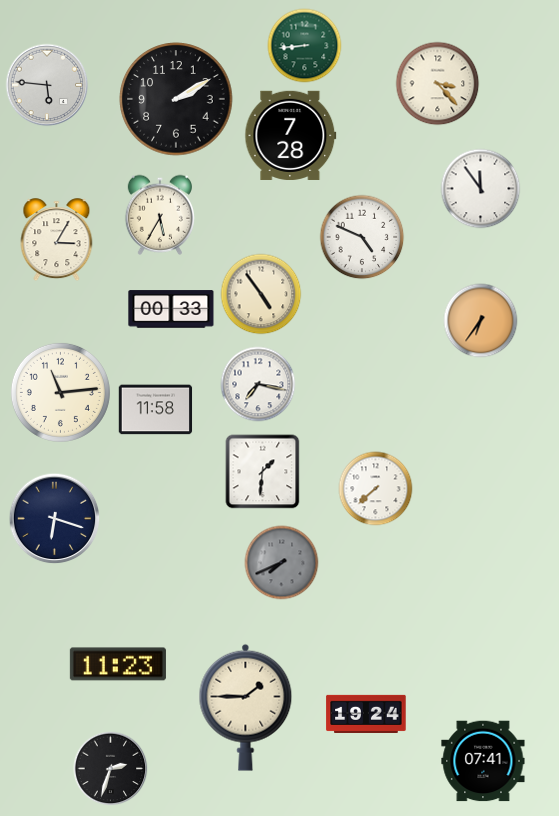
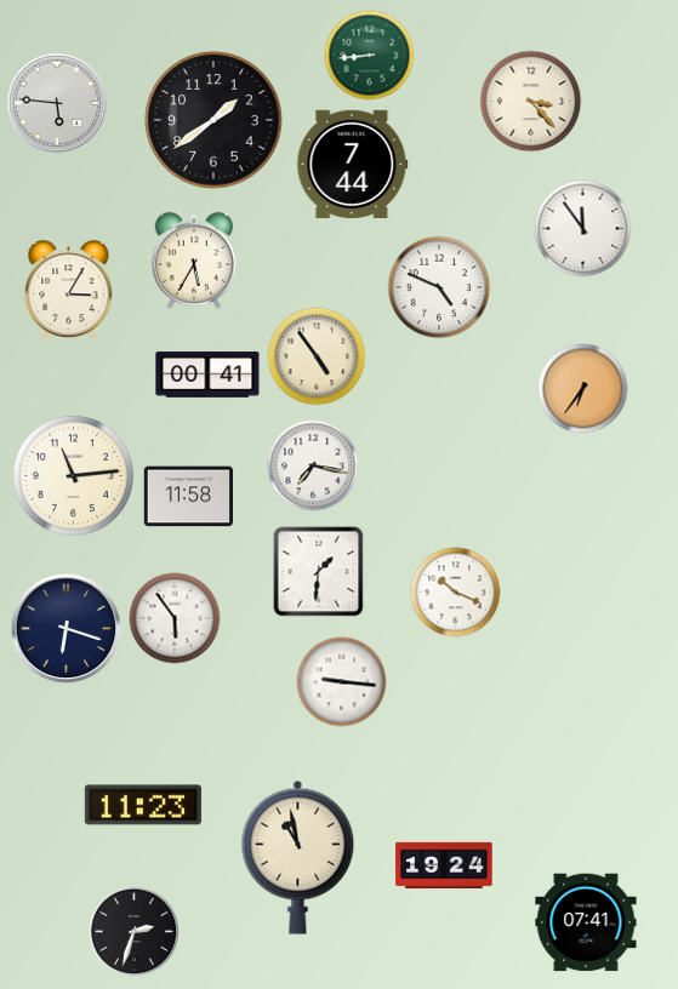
clock at (176, 99): 2:10 -> 1:39
clock at (291, 135): 7:28 -> 7:44
clock at (171, 309): 00:33 -> 00:41
clock at (376, 489): 7:38 -> 10:19
clock at (175, 618): none -> 5:54
clock at (282, 563): 7:41 -> 9:16
clock at (282, 563) dial: grey -> white
clock at (246, 707): 1:45 -> 10:58
